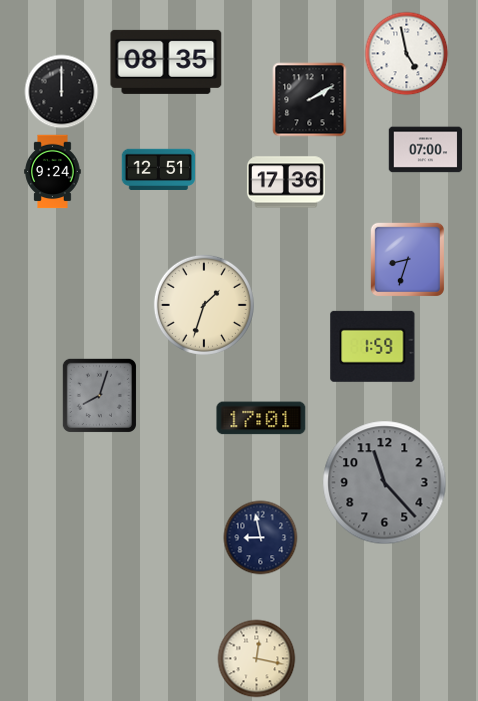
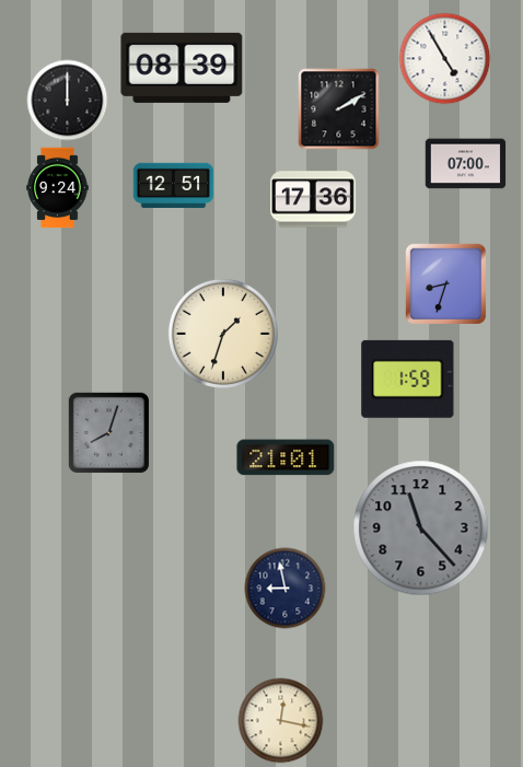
clock at (407, 54): 4:58 -> 4:55
clock at (166, 62): 08:35 -> 08:39
clock at (261, 418): 17:01 -> 21:01
